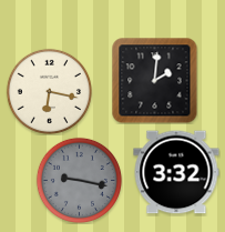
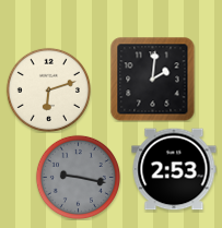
clock at (49, 91): 6:17 -> 6:12
clock at (176, 172): 3:32 -> 2:53
